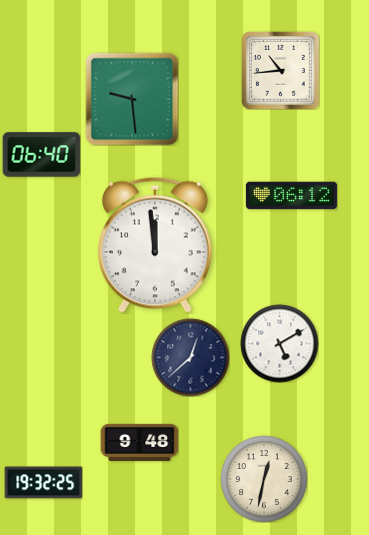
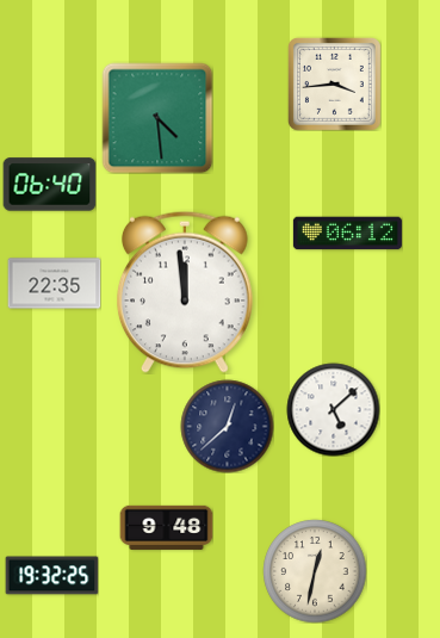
clock at (280, 70): 10:44 -> 3:44
clock at (132, 99): 9:29 -> 4:29
clock at (54, 284): none -> 22:35
clock at (279, 343): 5:10 -> 5:08
